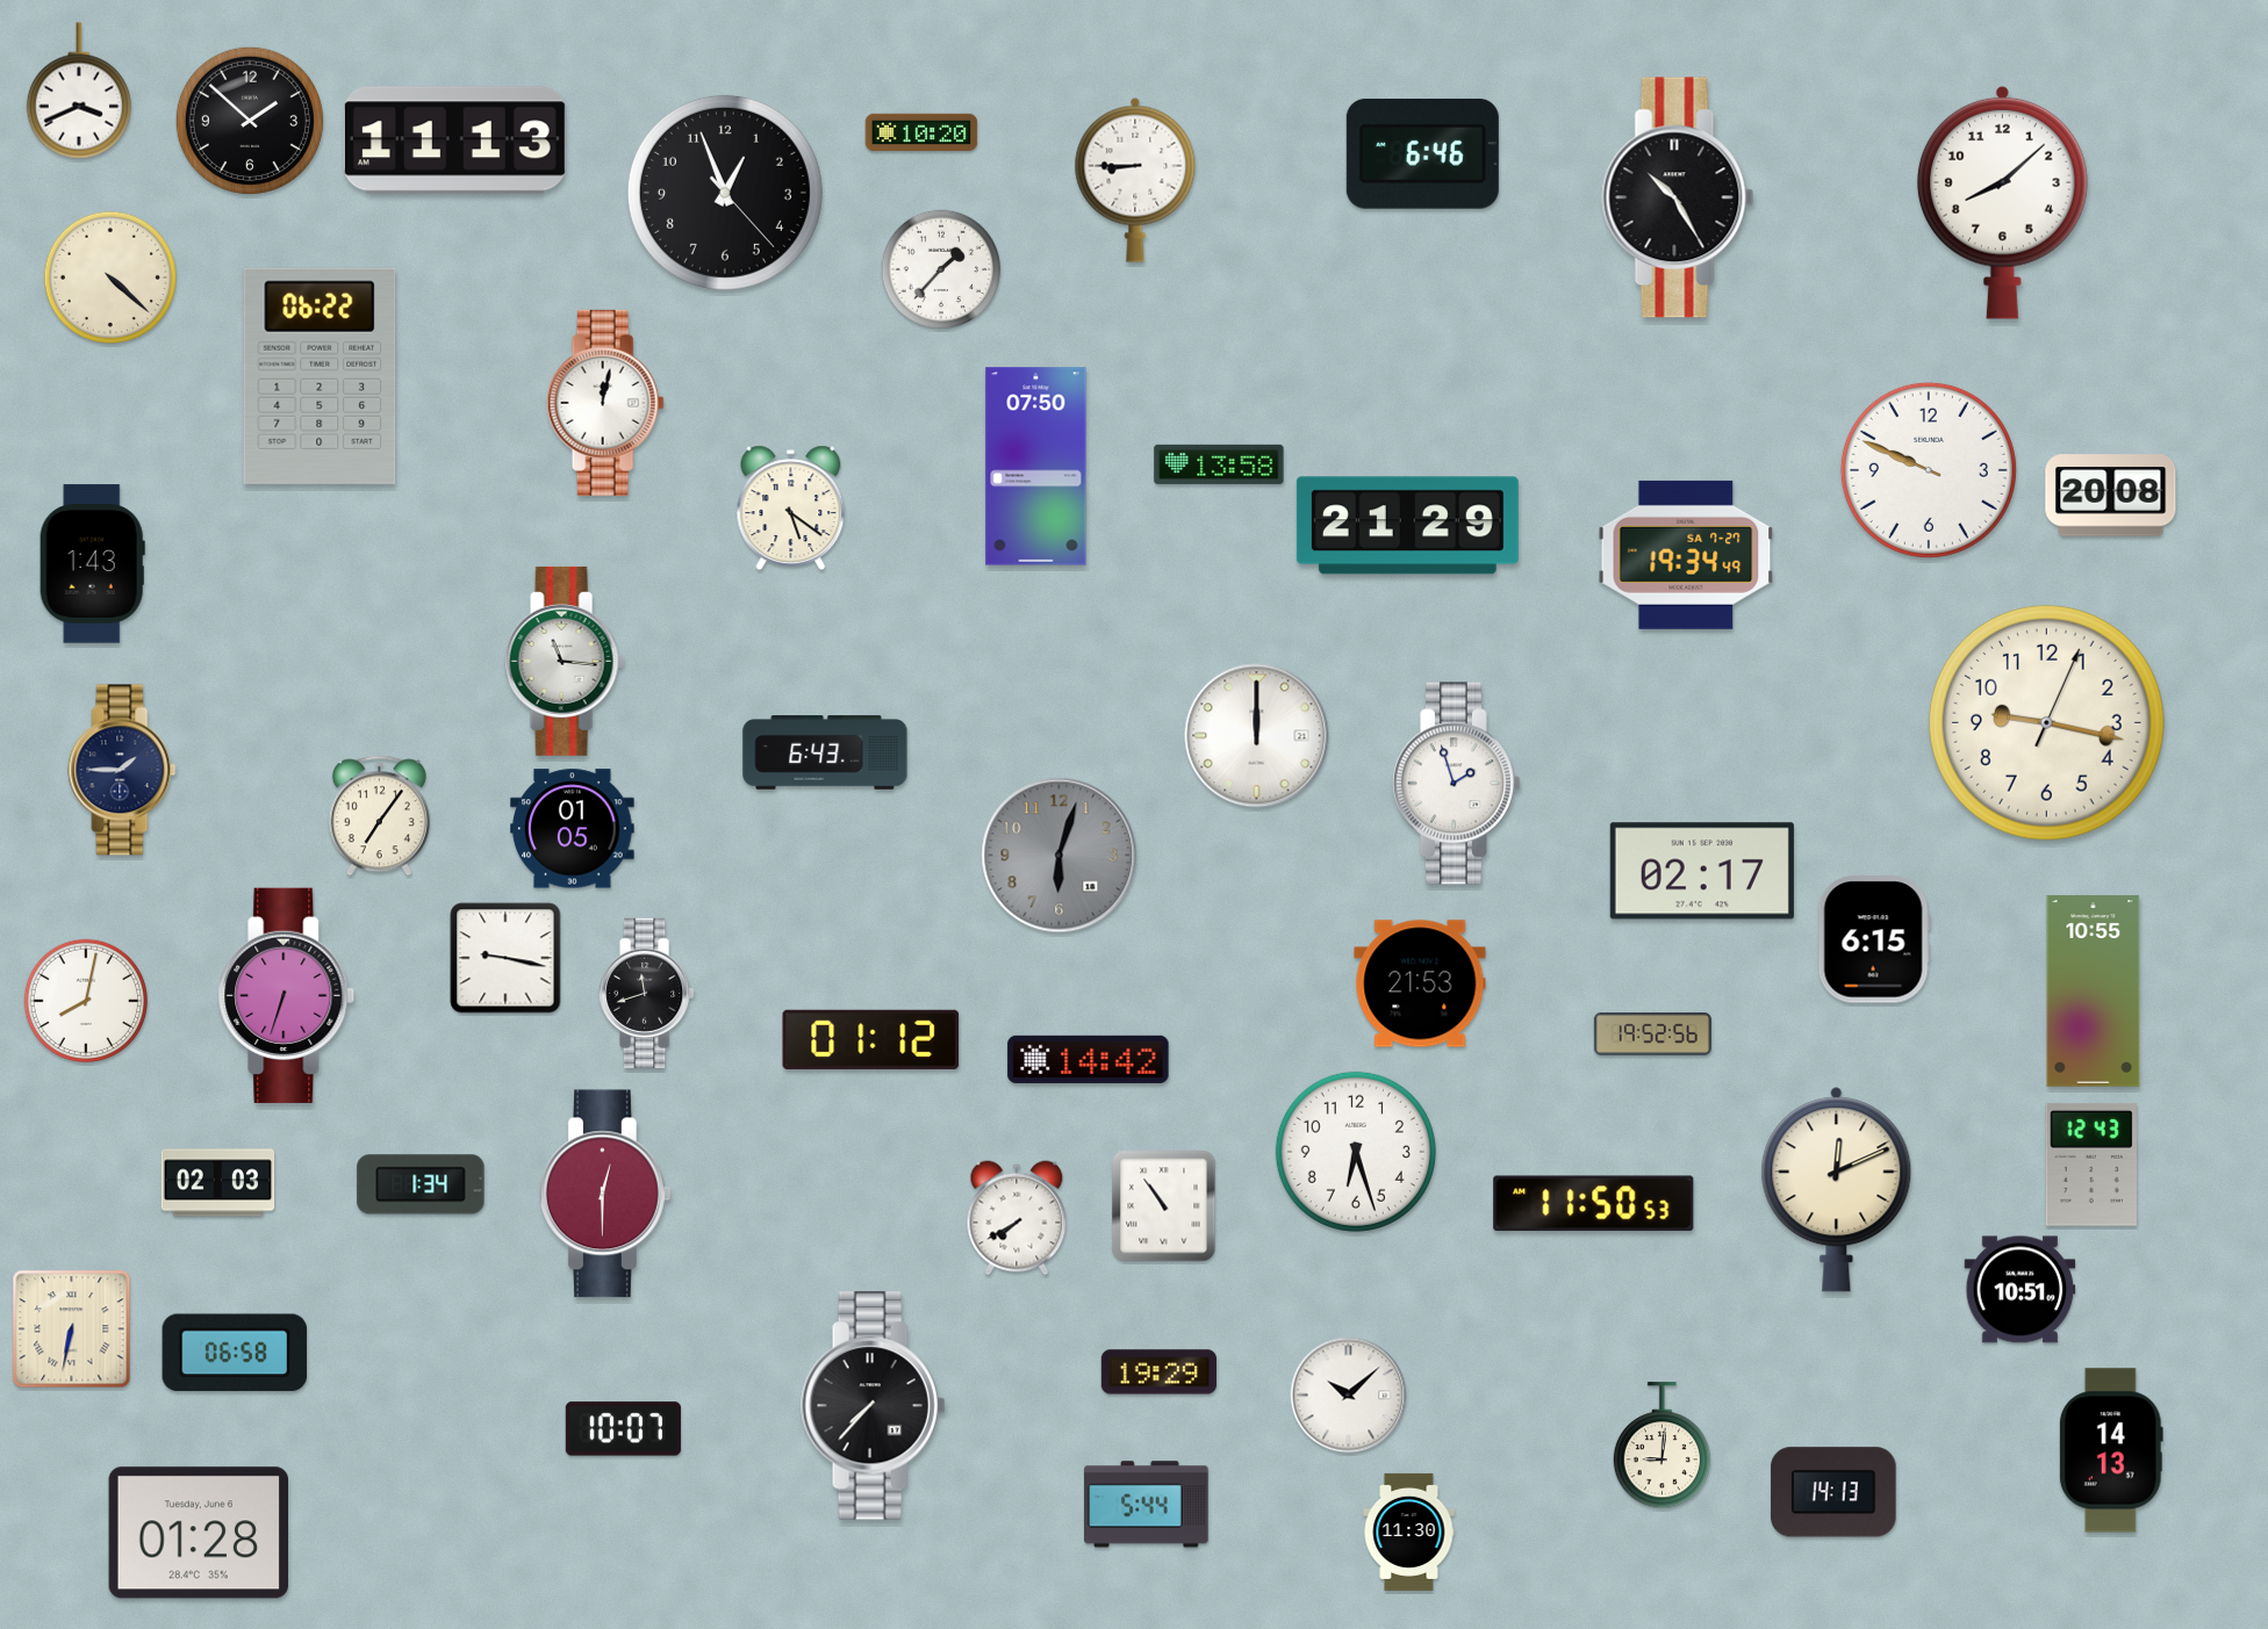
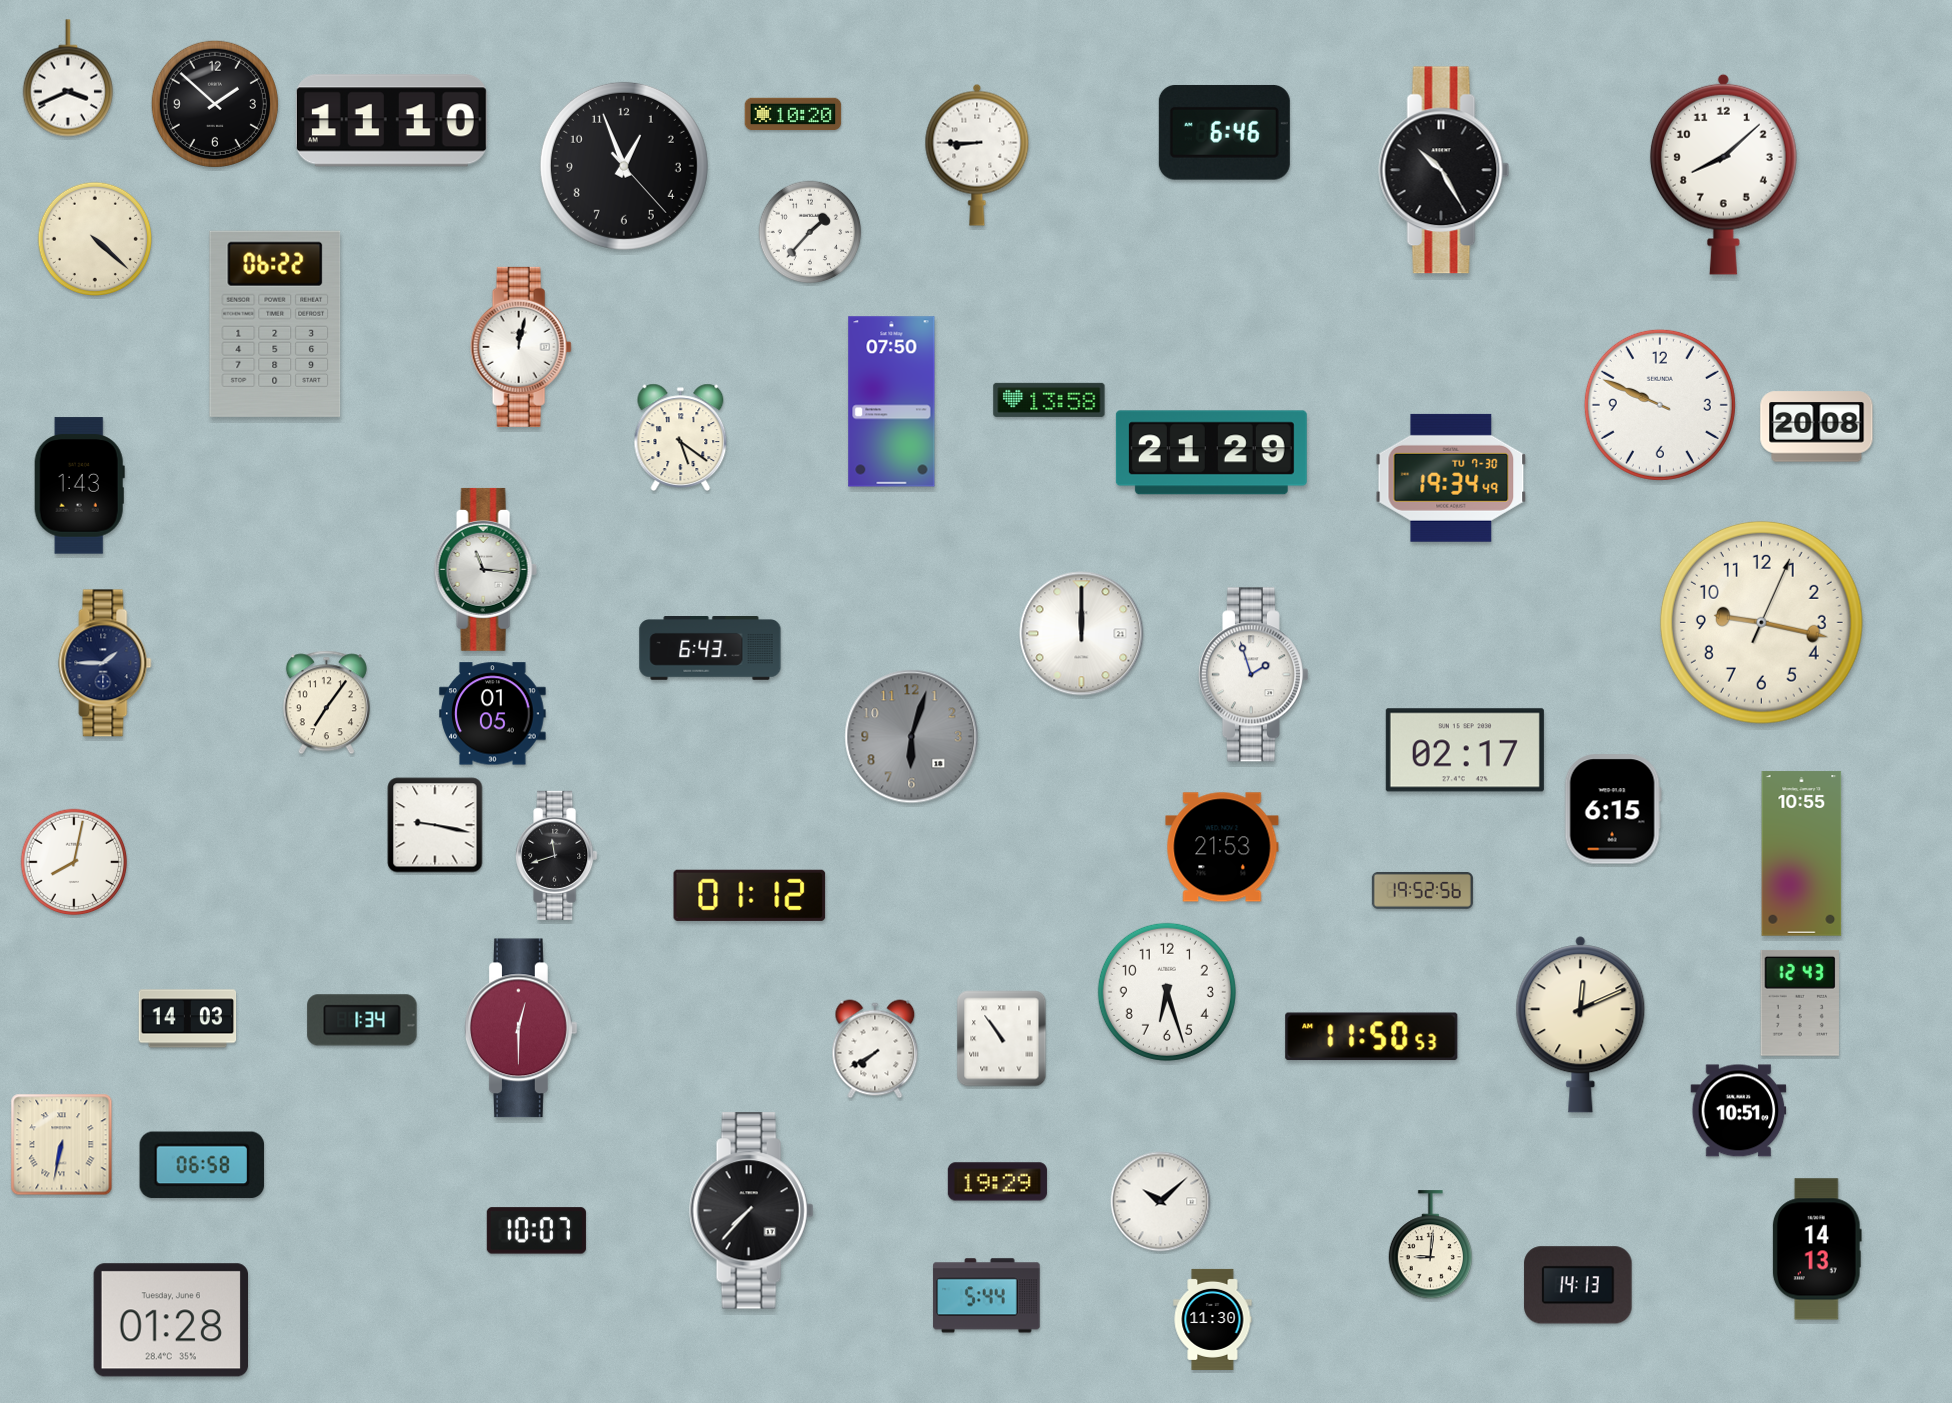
clock at (454, 140): 11:13 -> 11:10
clock at (1686, 555) date: SA 7-27 -> TU 7-30
clock at (287, 995): 6:33 -> none
clock at (1089, 1059): 14:42 -> none
clock at (218, 1183): 02:03 -> 14:03
